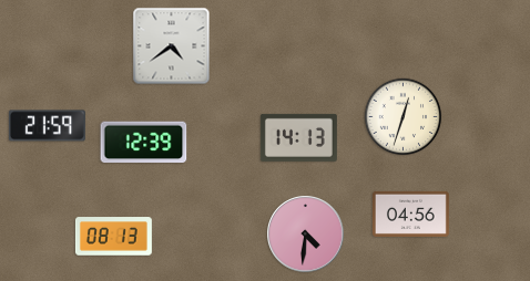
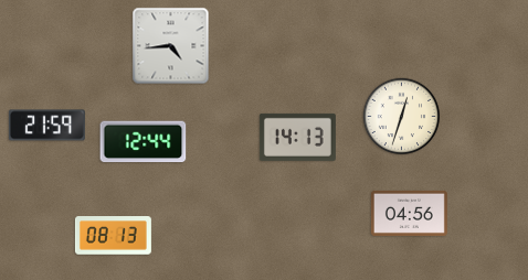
clock at (172, 46): 4:39 -> 4:44
clock at (144, 143): 12:39 -> 12:44
clock at (306, 235): 4:31 -> none
